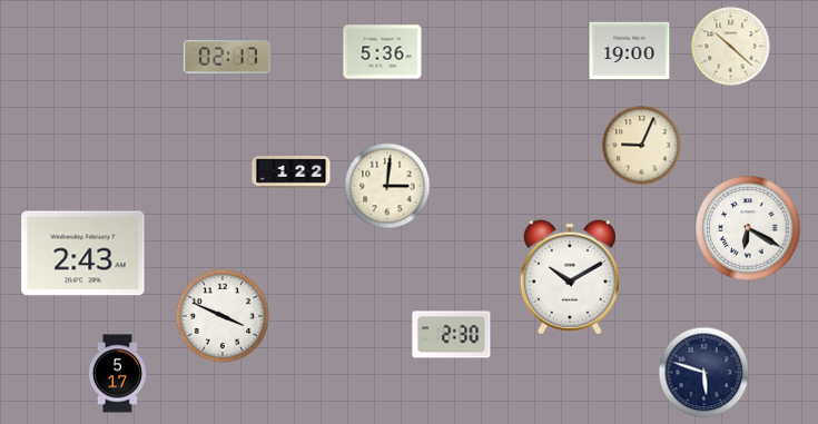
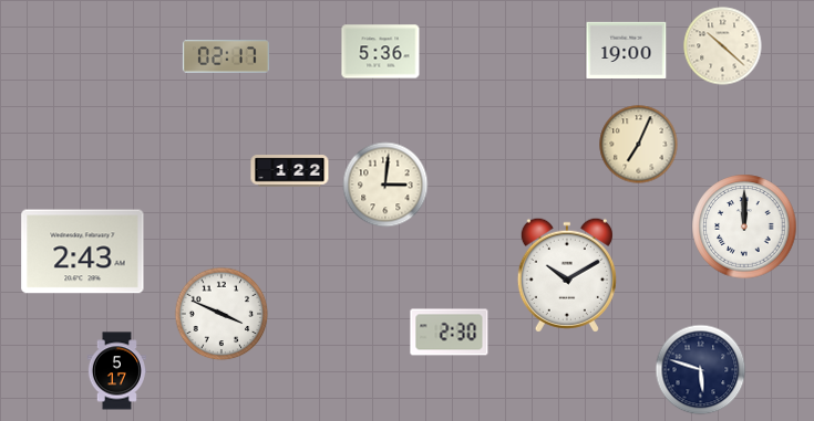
clock at (731, 47) position: (731, 47) -> (723, 46)
clock at (642, 146): 9:04 -> 7:04
clock at (748, 228): 6:20 -> 12:00
